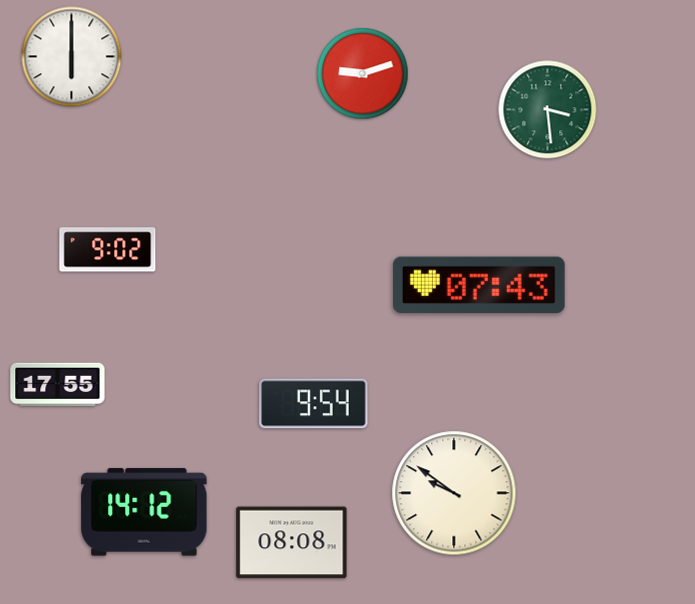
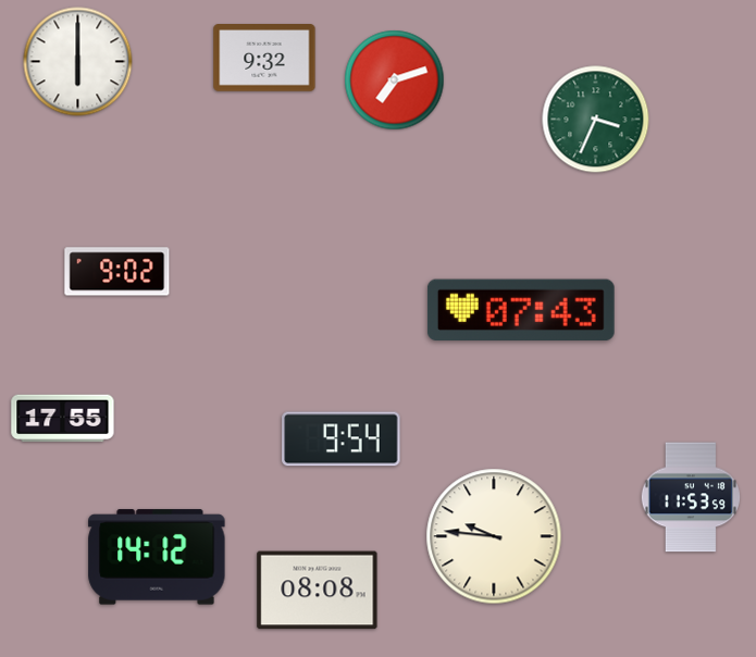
clock at (264, 59): none -> 9:32
clock at (363, 74): 9:12 -> 7:12
clock at (548, 110): 3:29 -> 3:34
clock at (691, 497): none -> 11:53
clock at (454, 493): 9:51 -> 9:46
